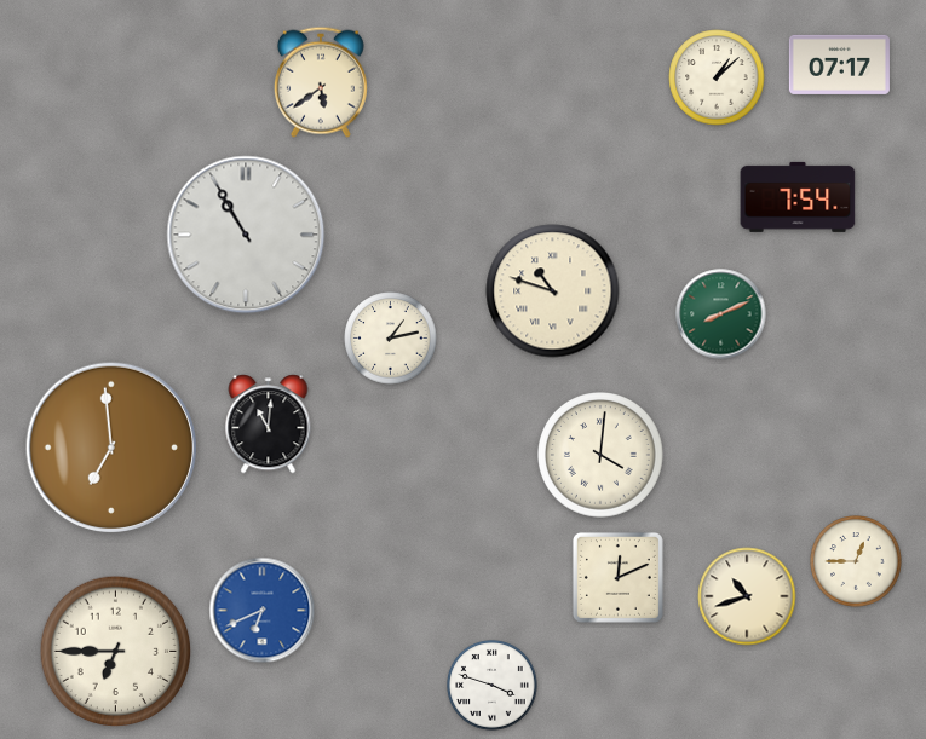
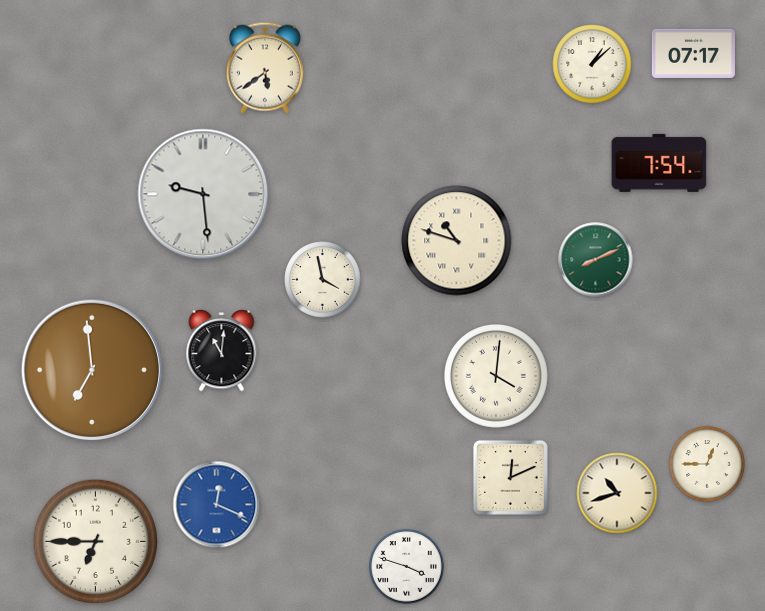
clock at (246, 235): 10:55 -> 9:29
clock at (391, 339): 1:13 -> 3:58
clock at (263, 611): 6:41 -> 12:19
clock at (116, 652) position: (116, 652) -> (96, 542)
